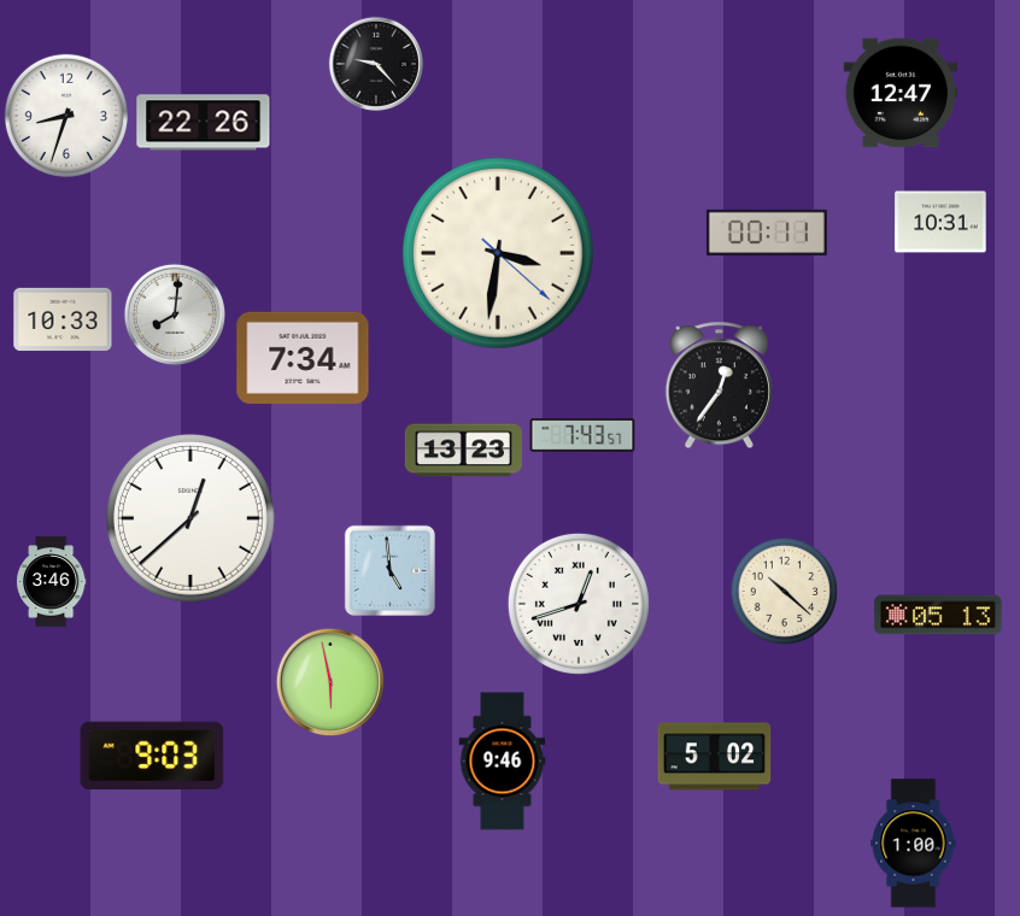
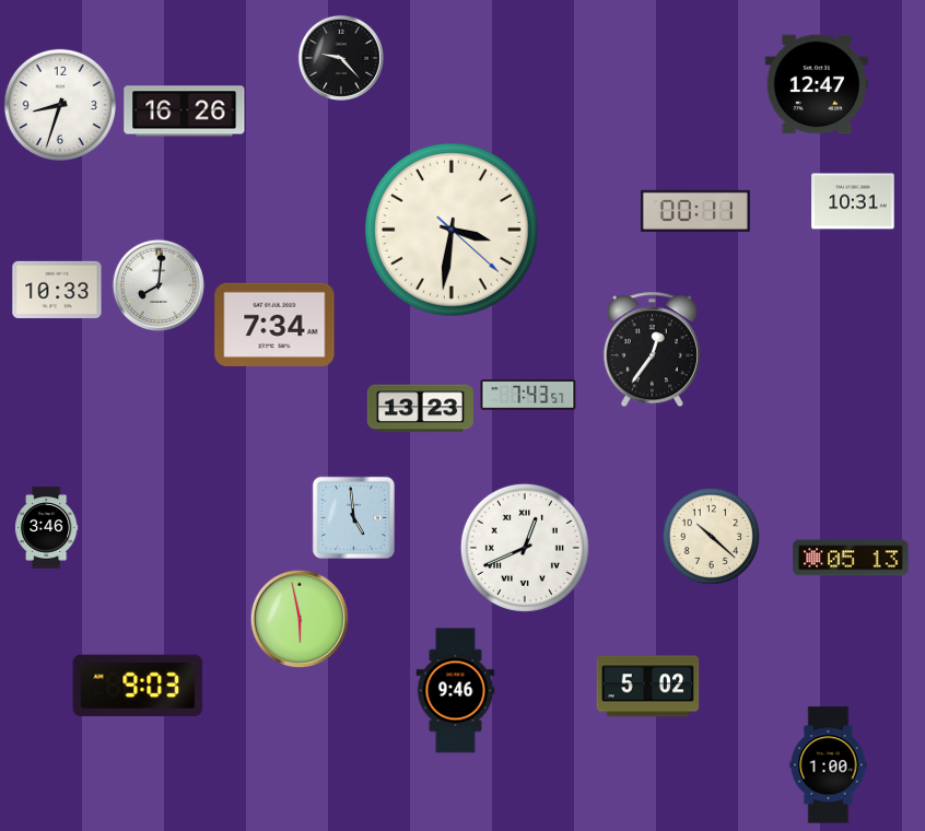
clock at (204, 123): 22:26 -> 16:26
clock at (190, 518): 12:38 -> none
clock at (579, 604): 12:42 -> 12:41
